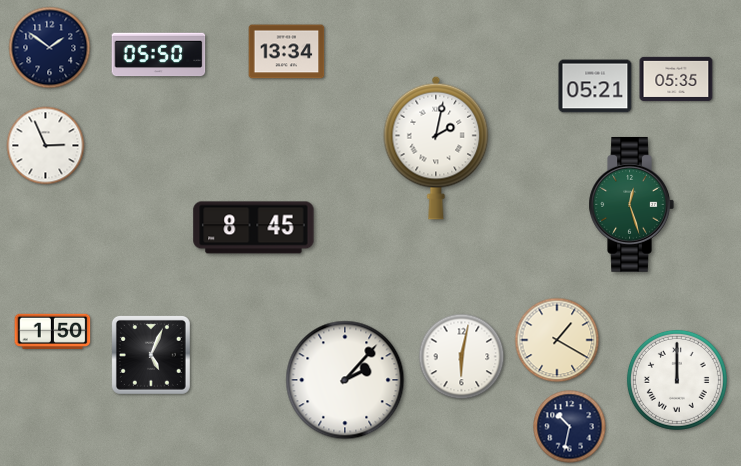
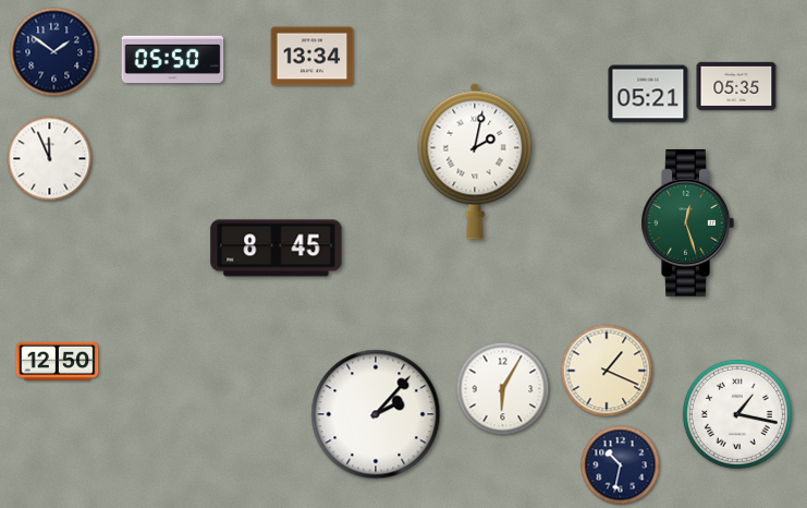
clock at (46, 146): 2:56 -> 11:56
clock at (53, 331): 1:50 -> 12:50
clock at (557, 340): 1:20 -> 1:19
clock at (151, 355): 5:04 -> none
clock at (462, 357): 6:02 -> 6:05
clock at (677, 380): 12:00 -> 1:17
